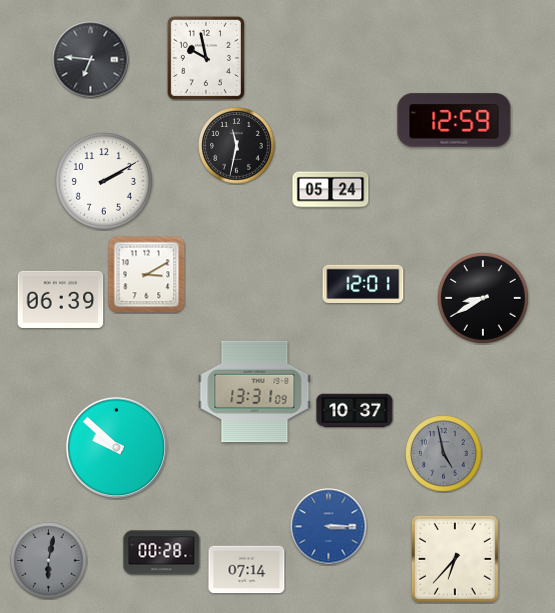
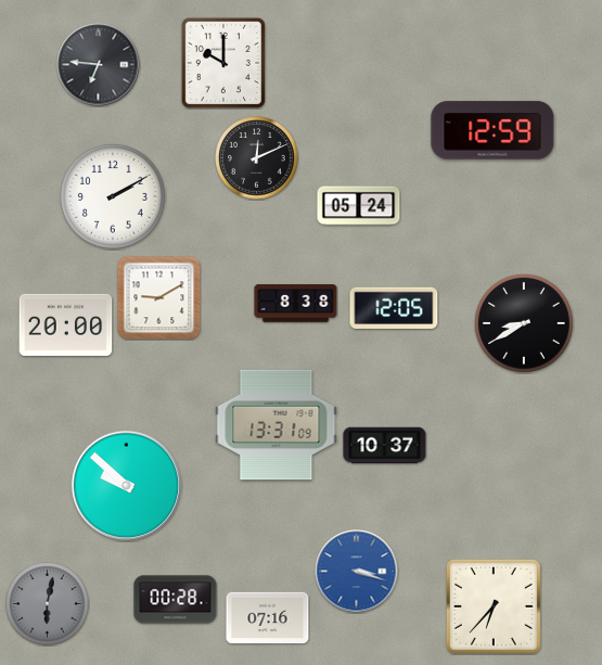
clock at (206, 58): 9:58 -> 10:00
clock at (237, 146): 11:32 -> 12:11
clock at (146, 275): 3:10 -> 9:10
clock at (296, 304): none -> 8:38
clock at (363, 283): 12:01 -> 12:05
clock at (61, 299): 06:39 -> 20:00
clock at (444, 454): 4:58 -> none
clock at (329, 527): 3:15 -> 3:18
clock at (49, 561) position: (49, 561) -> (48, 604)
clock at (247, 570): 07:14 -> 07:16
